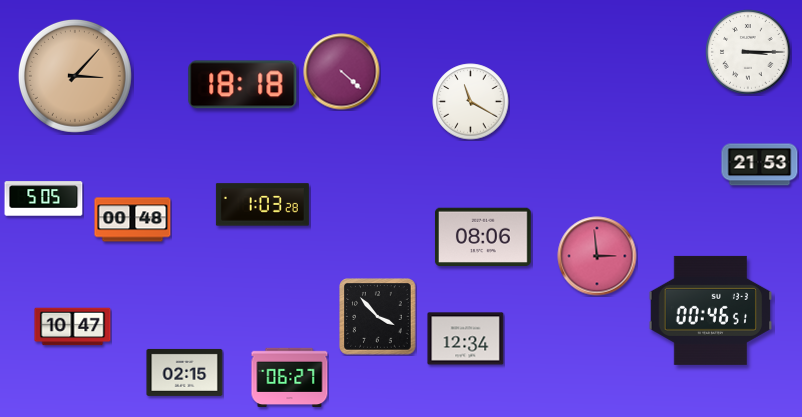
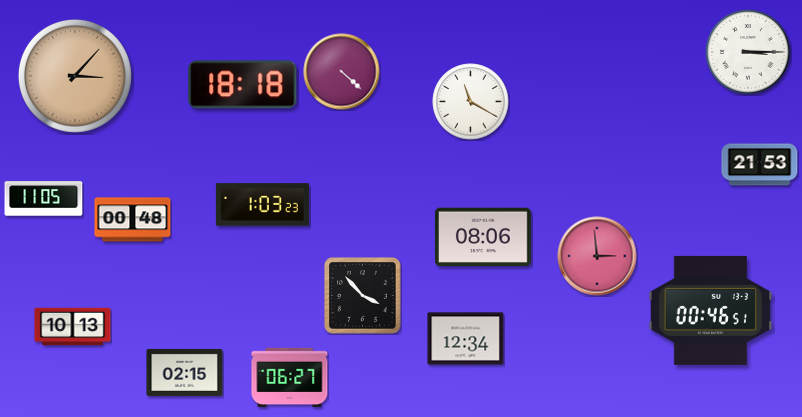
clock at (44, 199): 5:05 -> 11:05
clock at (262, 205): 1:03:28 -> 1:03:23
clock at (378, 317) position: (378, 317) -> (363, 296)
clock at (73, 327): 10:47 -> 10:13
